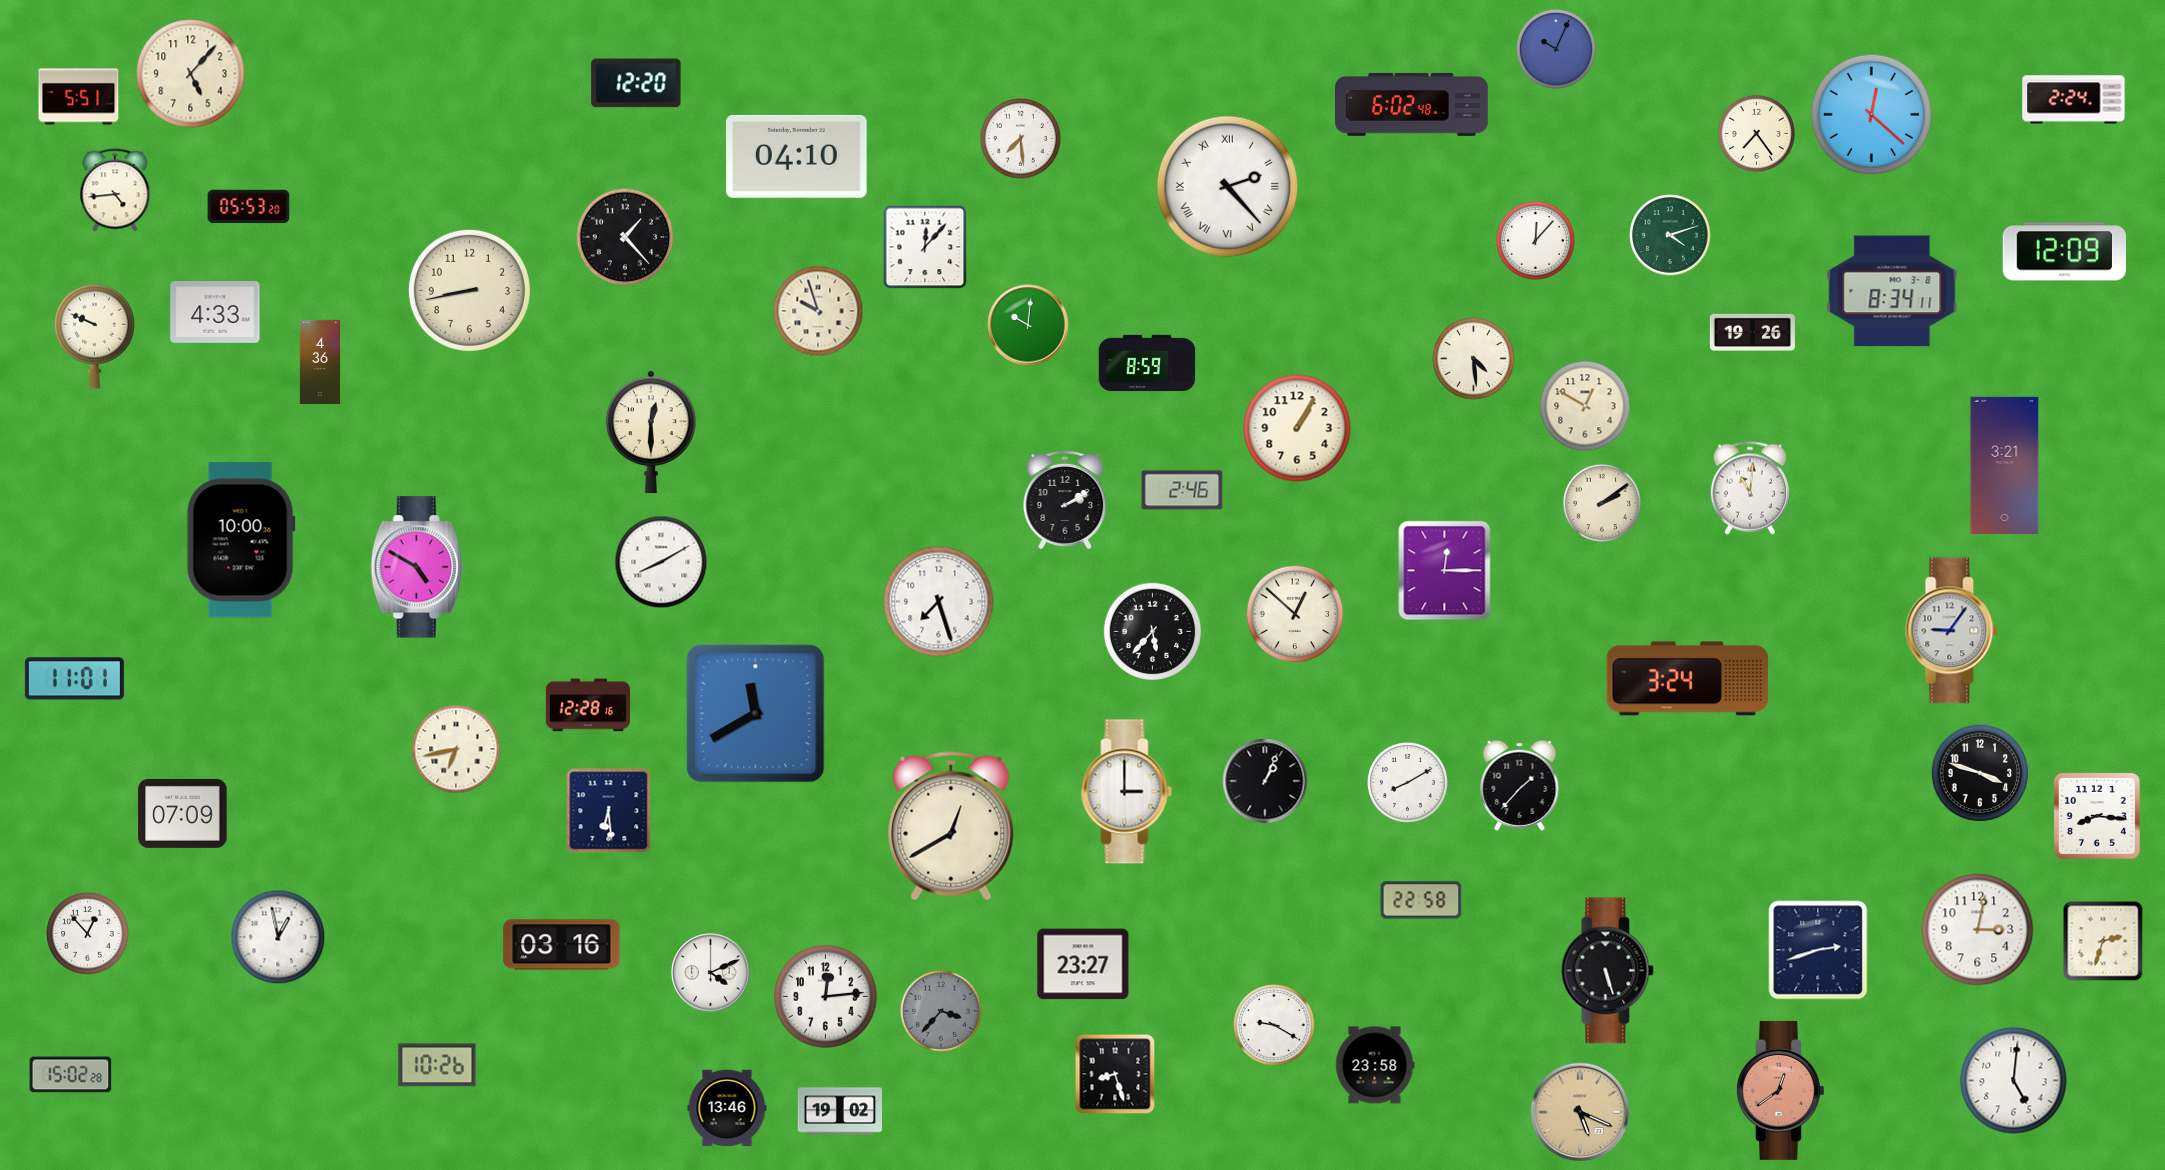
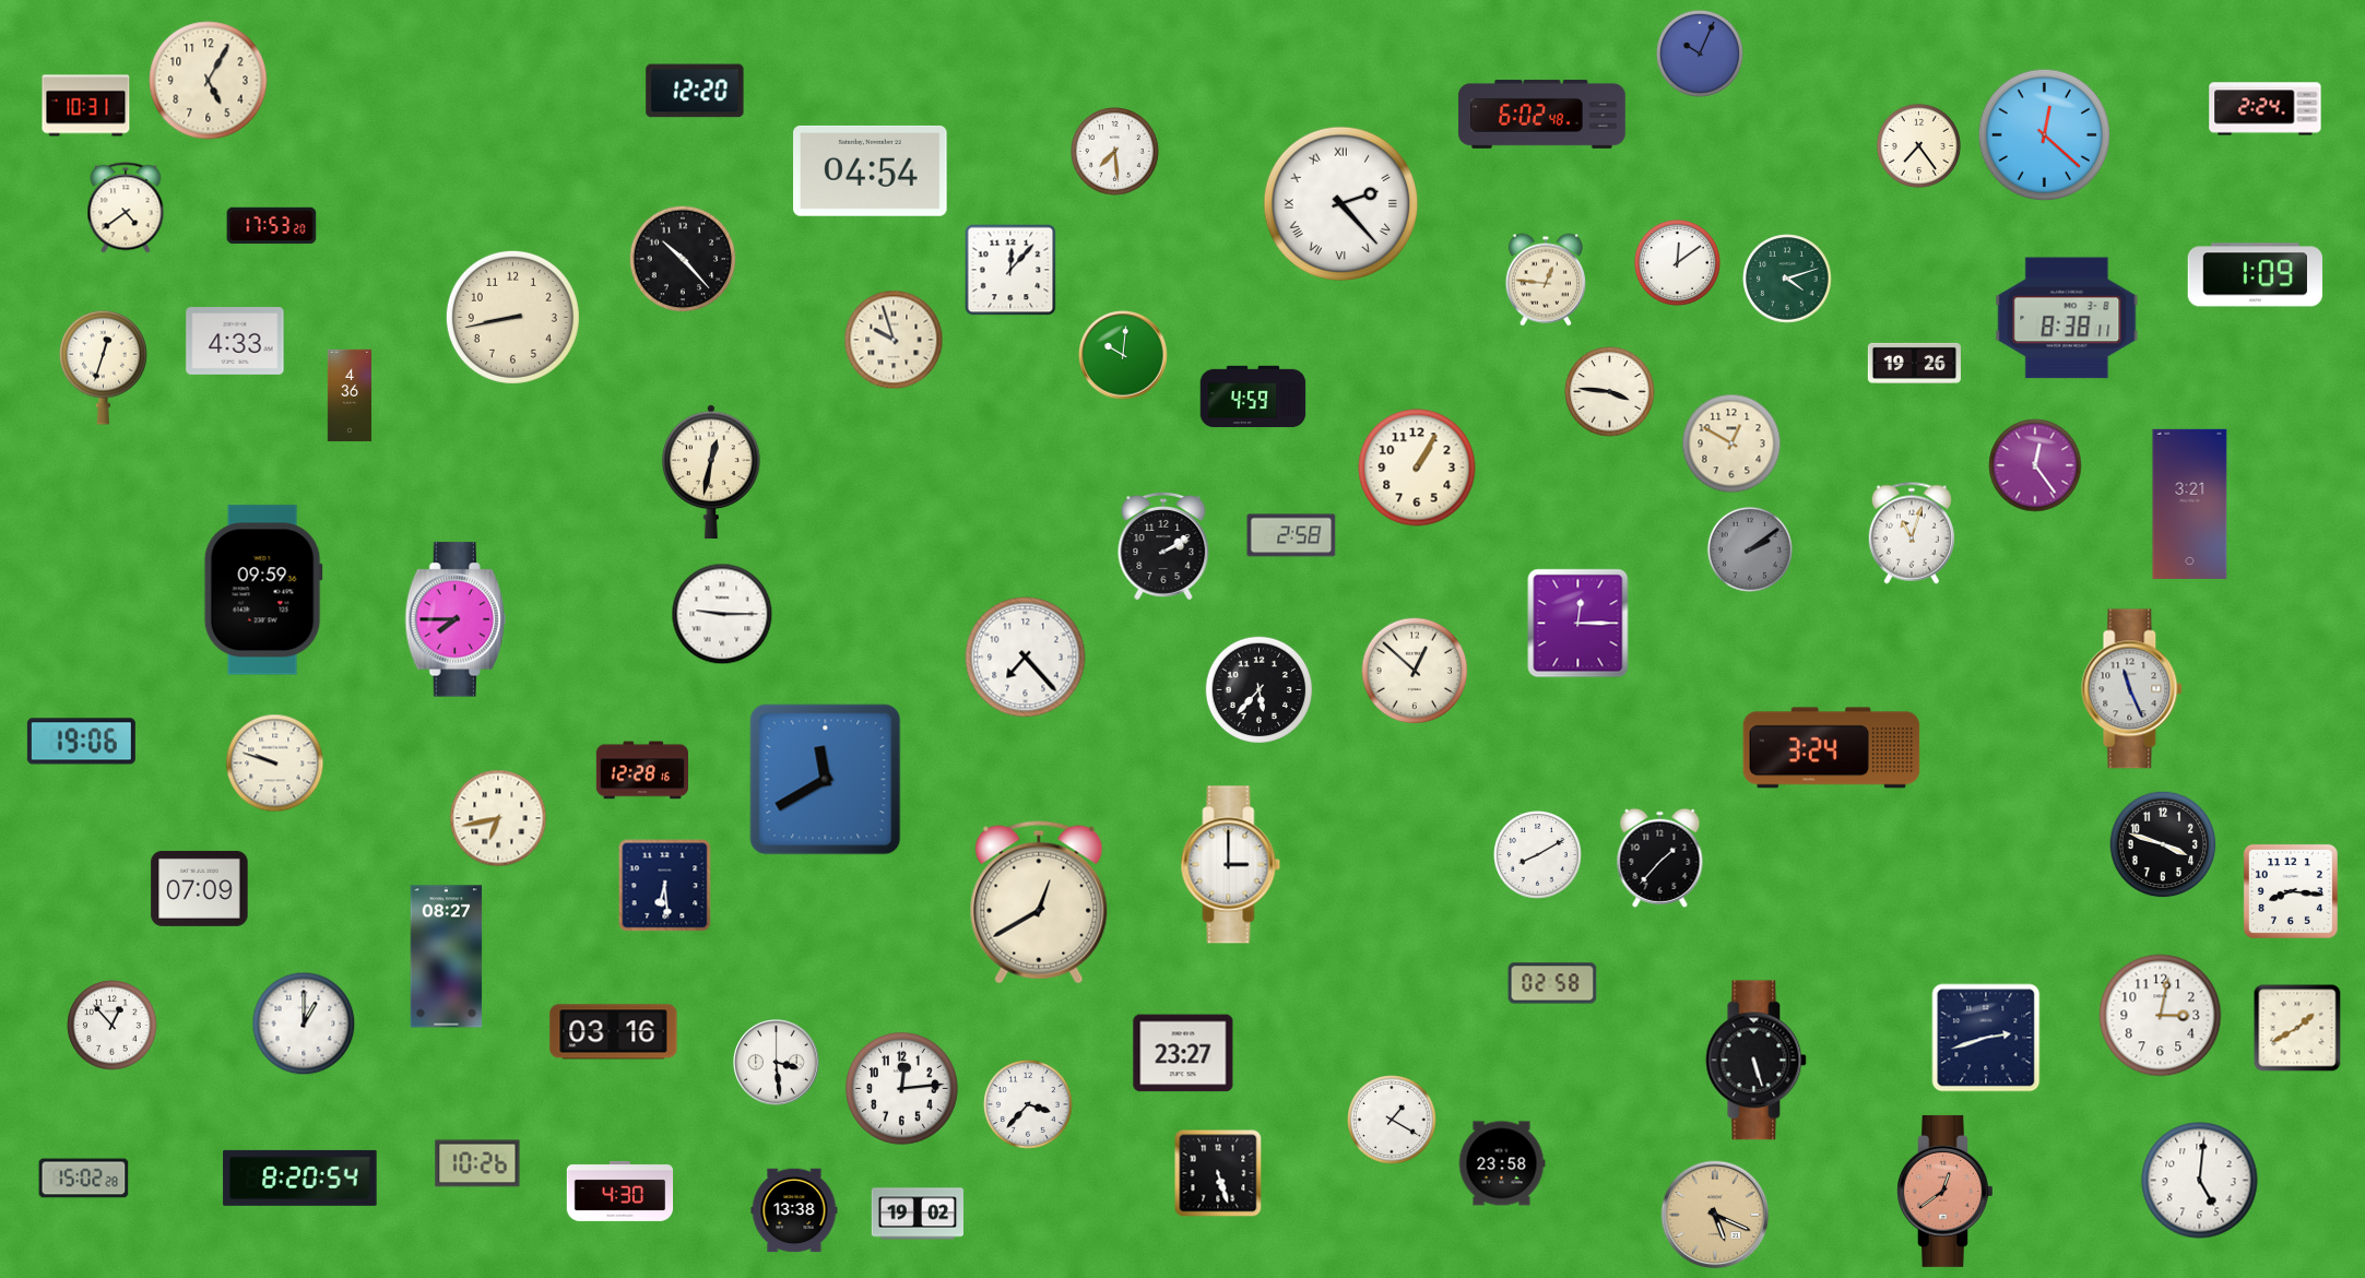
clock at (191, 74): 5:07 -> 5:05
clock at (79, 97): 5:51 -> 10:31
clock at (1871, 114) position: (1871, 114) -> (2044, 134)
clock at (797, 156): 04:10 -> 04:54
clock at (115, 190): 4:44 -> 4:39
clock at (249, 207): 05:53 -> 17:53
clock at (1670, 235) position: (1670, 235) -> (1787, 279)
clock at (625, 237): 1:23 -> 10:23
clock at (1535, 240): 12:07 -> 12:09
clock at (2064, 252): 12:09 -> 1:09
clock at (1546, 280): none -> 12:46
clock at (1892, 291): 8:34 -> 8:38
clock at (95, 336): 9:49 -> 12:33
clock at (1474, 359): 4:29 -> 3:46
clock at (1147, 363): 8:59 -> 4:59
clock at (2035, 465): none -> 12:24
clock at (651, 432): 12:30 -> 12:32
clock at (2005, 465) position: (2005, 465) -> (2190, 504)
clock at (1750, 488): 11:01 -> 11:03
clock at (1182, 490): 2:46 -> 2:58
clock at (1602, 503) dial: cream -> grey
clock at (241, 540): 10:00 -> 09:59
clock at (661, 562): 8:10 -> 9:15
clock at (417, 567): 4:50 -> 7:45
clock at (939, 602): 7:27 -> 7:23
clock at (1952, 631): 9:06 -> 11:26
clock at (74, 679): 11:01 -> 19:06
clock at (1688, 679) position: (1688, 679) -> (1832, 748)
clock at (275, 764): none -> 9:48
clock at (1265, 781): 1:04 -> none
clock at (447, 957): none -> 08:27
clock at (1421, 900): 22:58 -> 02:58
clock at (88, 934) position: (88, 934) -> (113, 1026)
clock at (278, 937): 12:58 -> 1:00
clock at (2103, 941): 2:33 -> 1:40
clock at (711, 973): 4:11 -> 3:29
clock at (941, 1011) dial: grey -> white
clock at (1274, 1025): 9:20 -> 1:20
clock at (1115, 1074): 8:27 -> 5:27
clock at (71, 1075) position: (71, 1075) -> (84, 1179)
clock at (300, 1178): none -> 8:20
clock at (620, 1191): none -> 4:30
clock at (727, 1108): 13:46 -> 13:38
clock at (1580, 1112) position: (1580, 1112) -> (1715, 1215)
